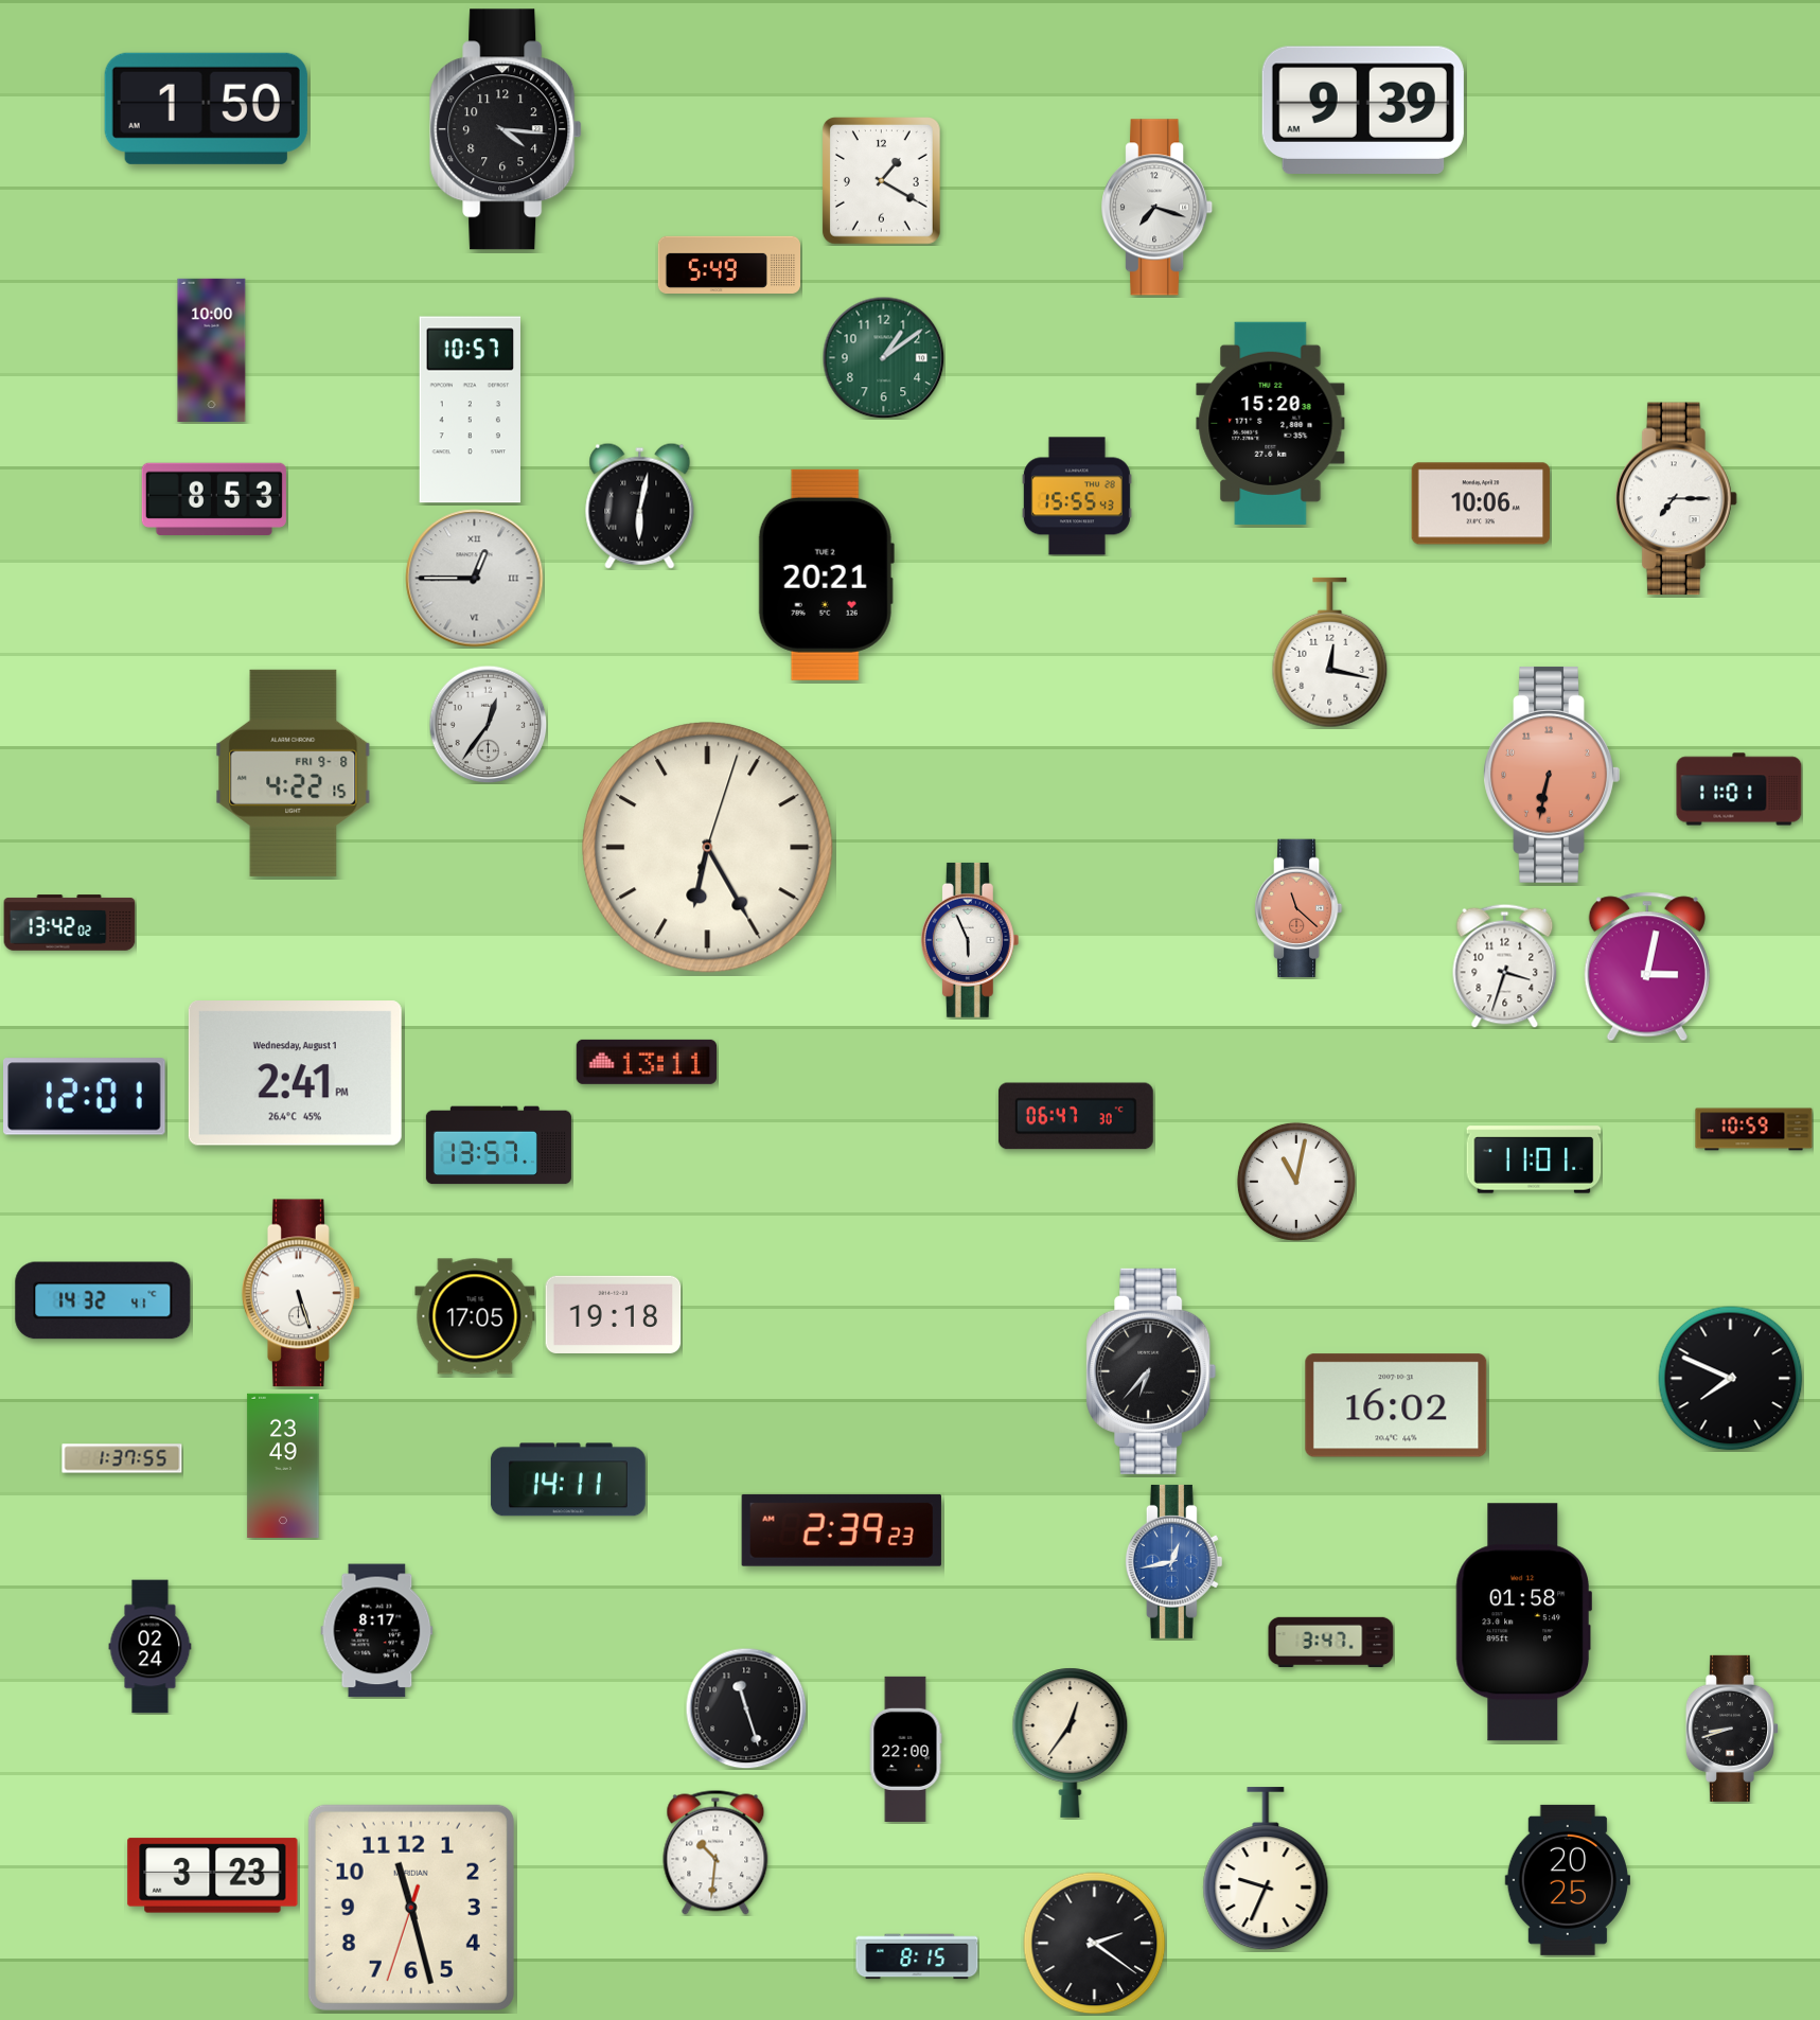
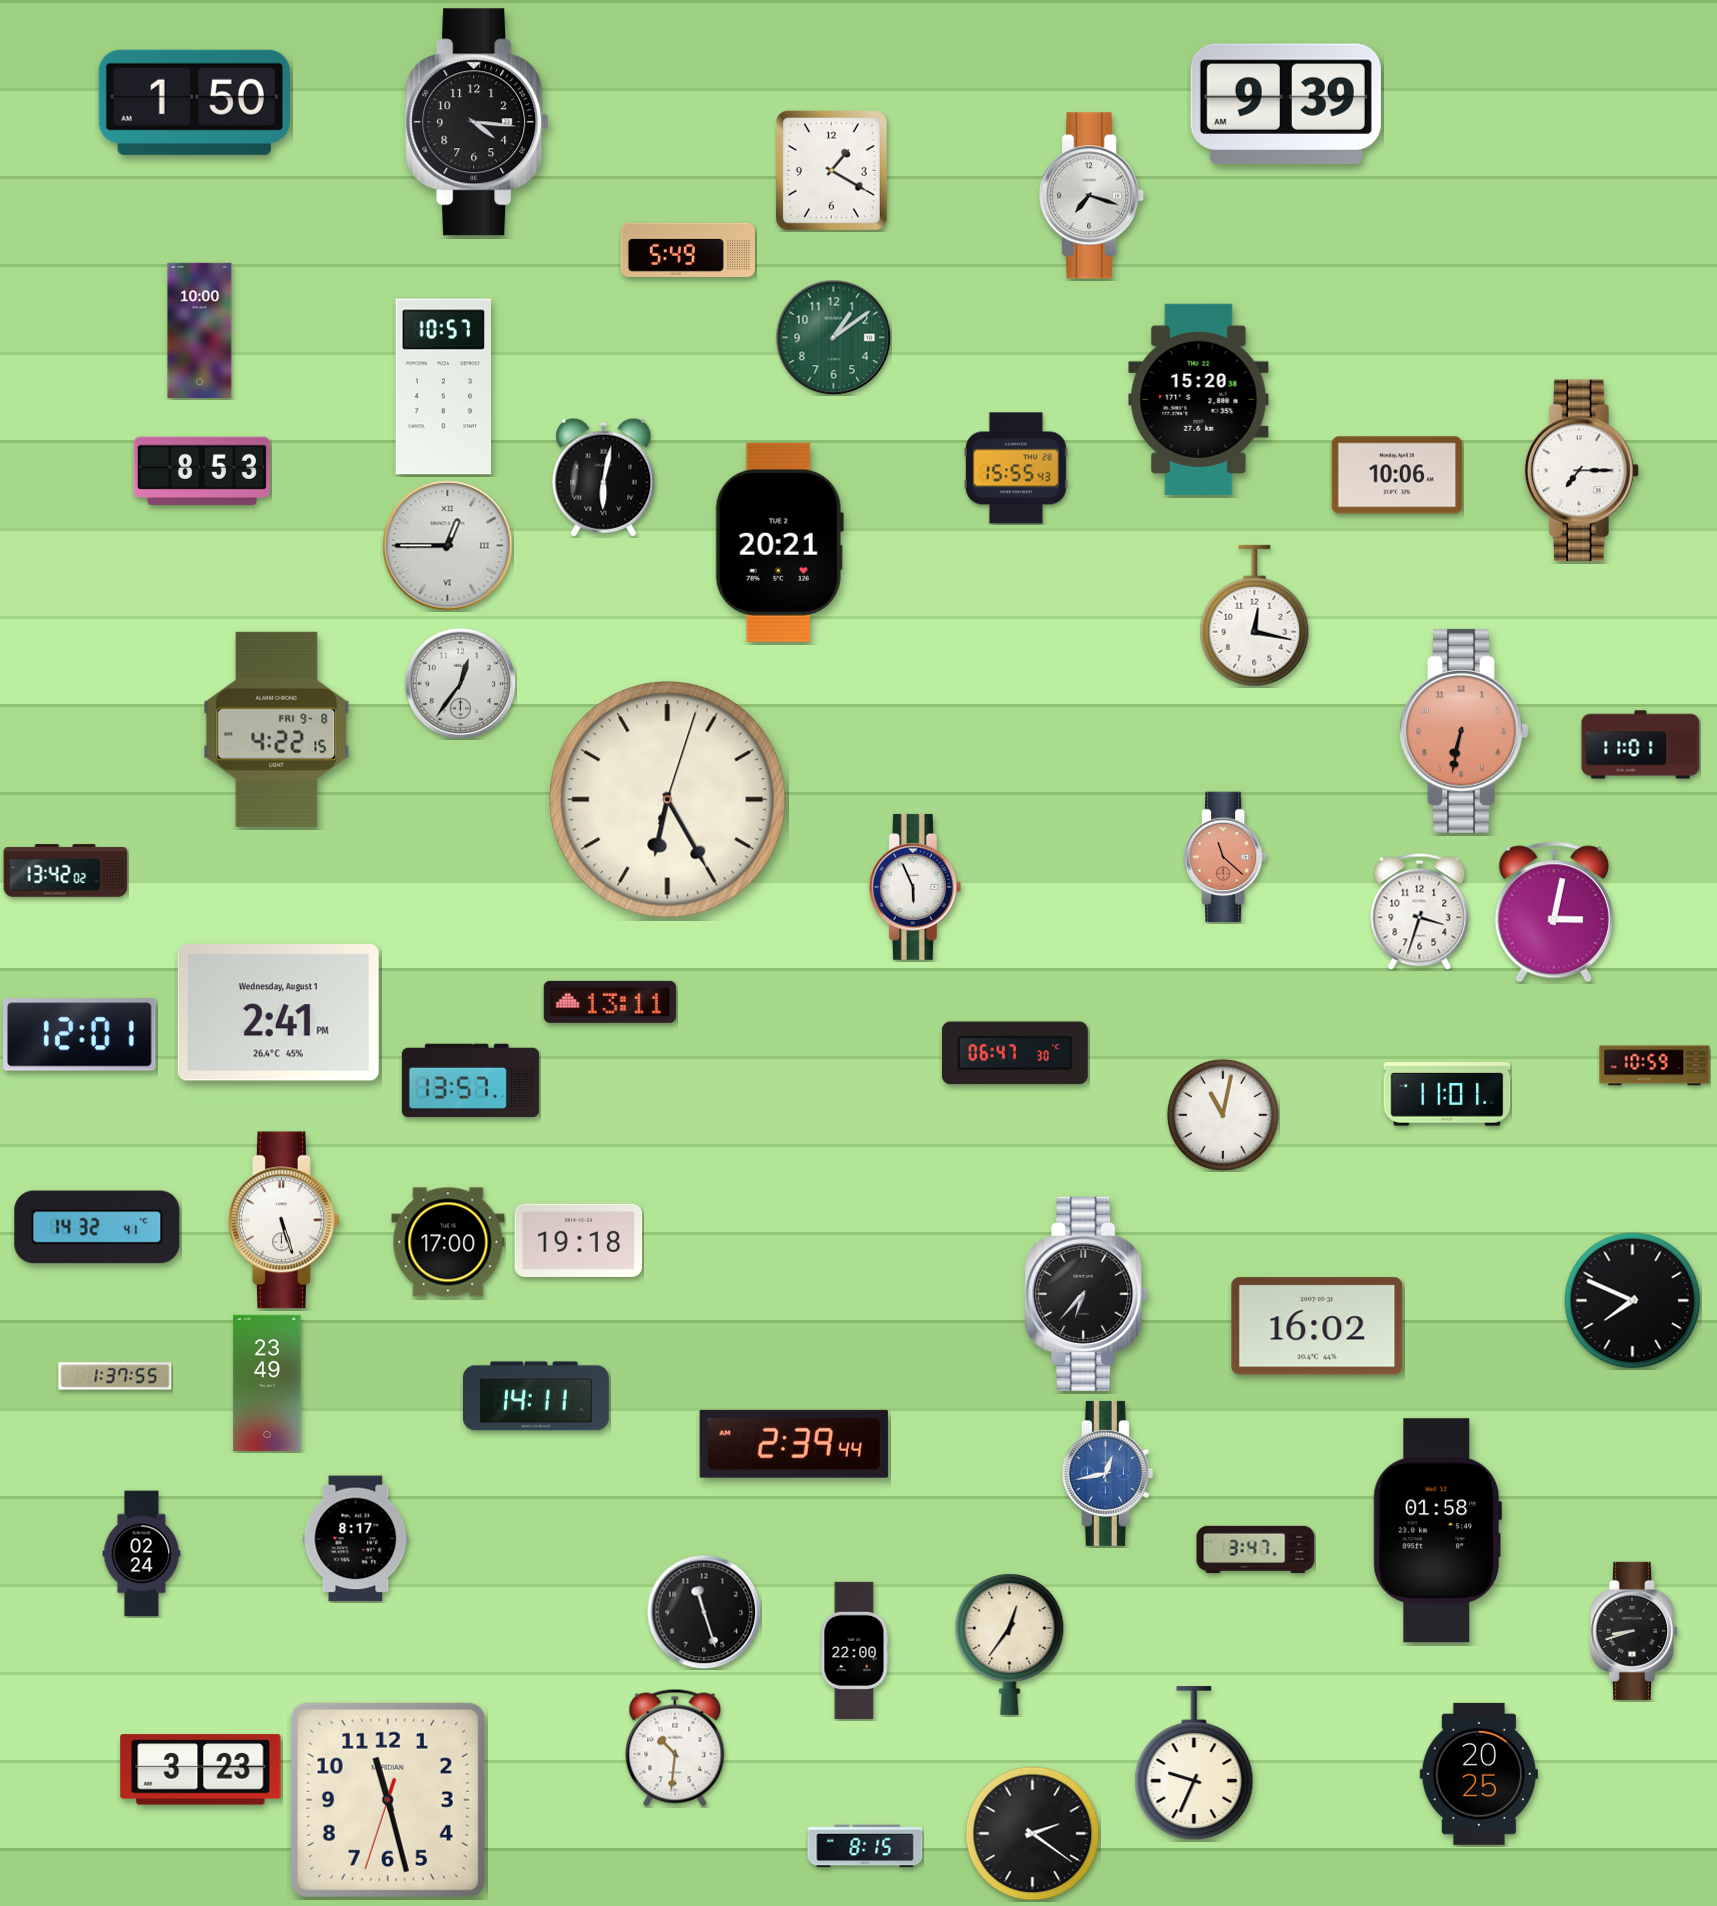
clock at (475, 1316): 17:05 -> 17:00
clock at (842, 1530): 2:39:23 -> 2:39:44
